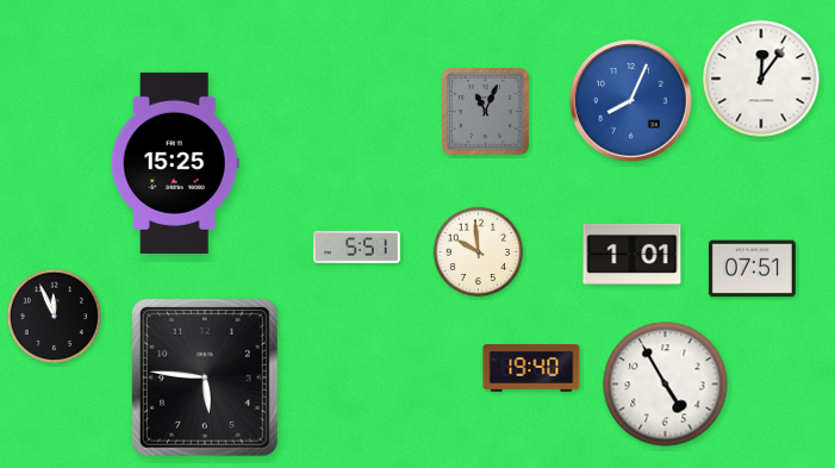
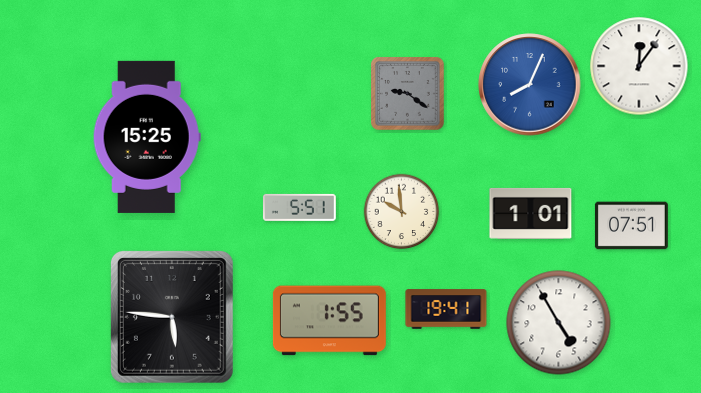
clock at (486, 112): 11:04 -> 9:21
clock at (54, 316): 11:56 -> none
clock at (531, 368): 19:40 -> 19:41
clock at (329, 321): none -> 1:55
